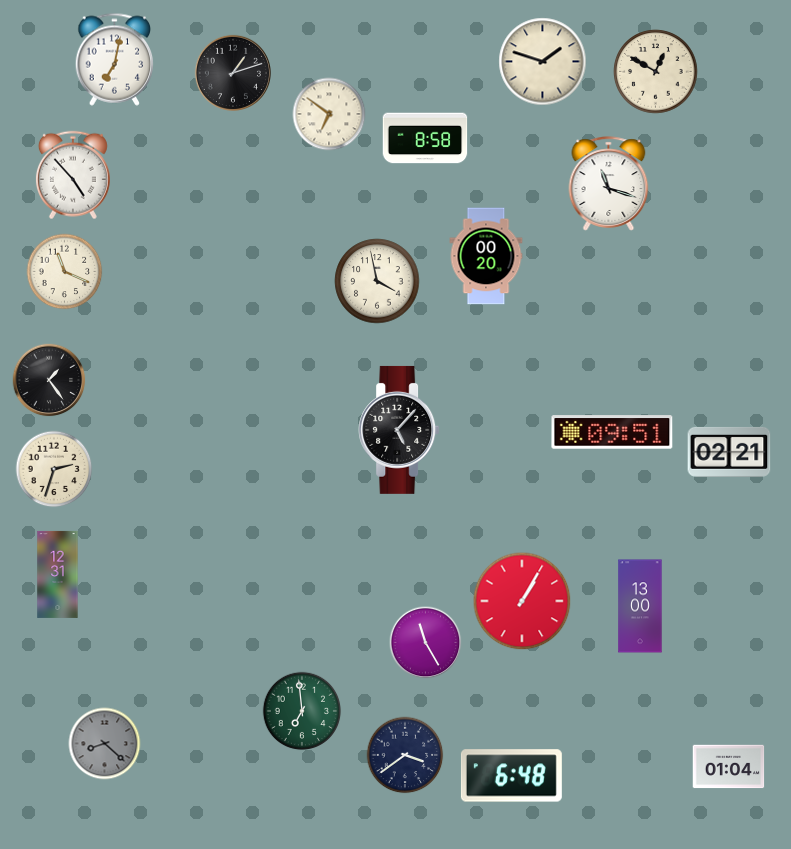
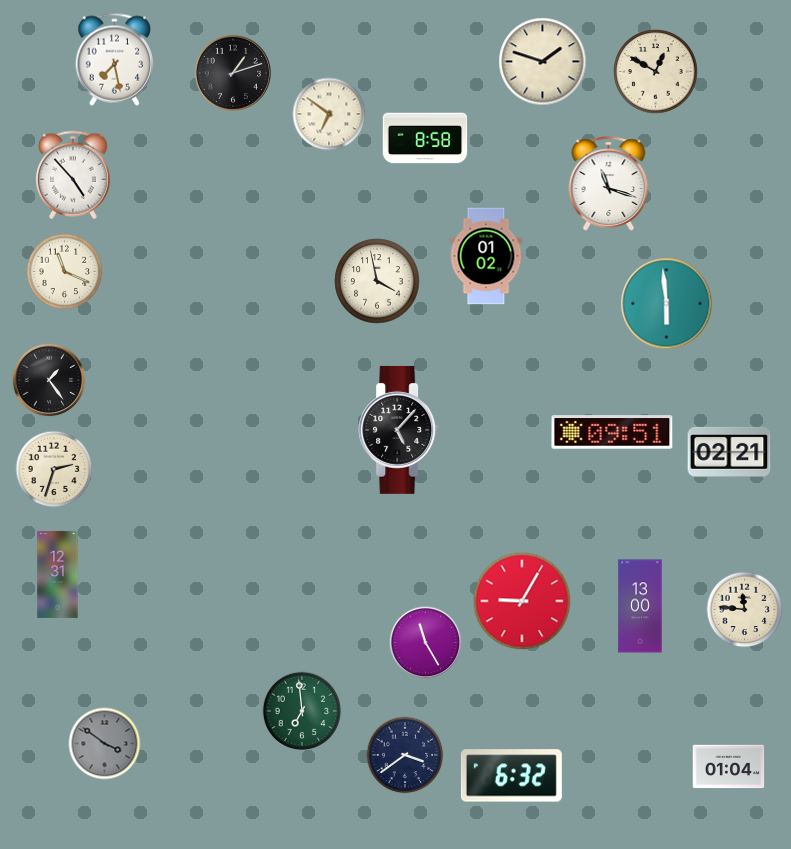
clock at (115, 59): 7:02 -> 7:28
clock at (486, 256): 00:20 -> 01:02
clock at (667, 304): none -> 5:59
clock at (522, 601): 1:05 -> 9:05
clock at (745, 610): none -> 11:46
clock at (105, 744): 8:22 -> 3:51
clock at (511, 776): 6:48 -> 6:32
